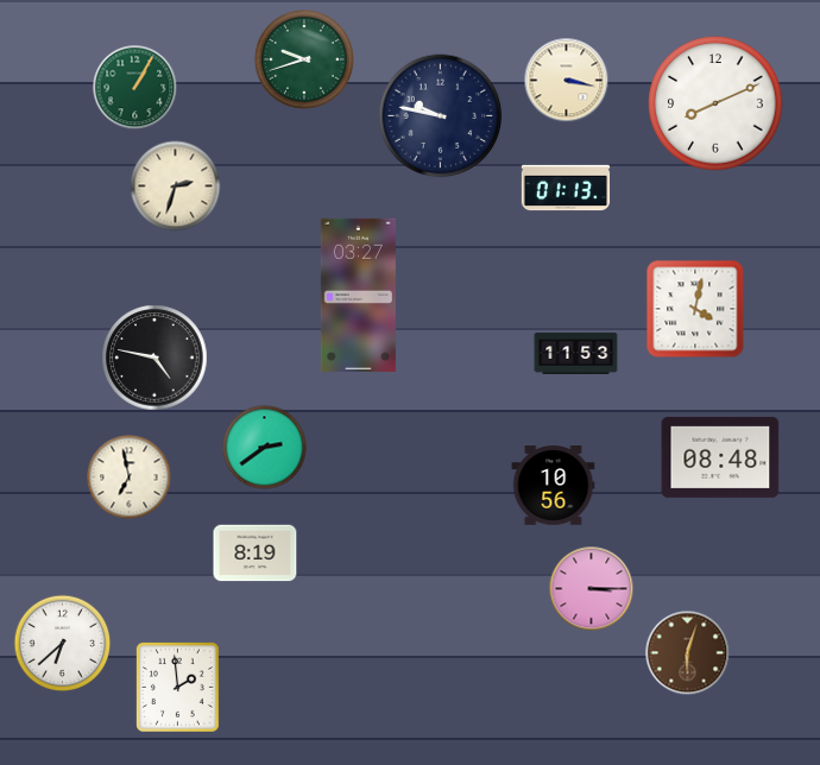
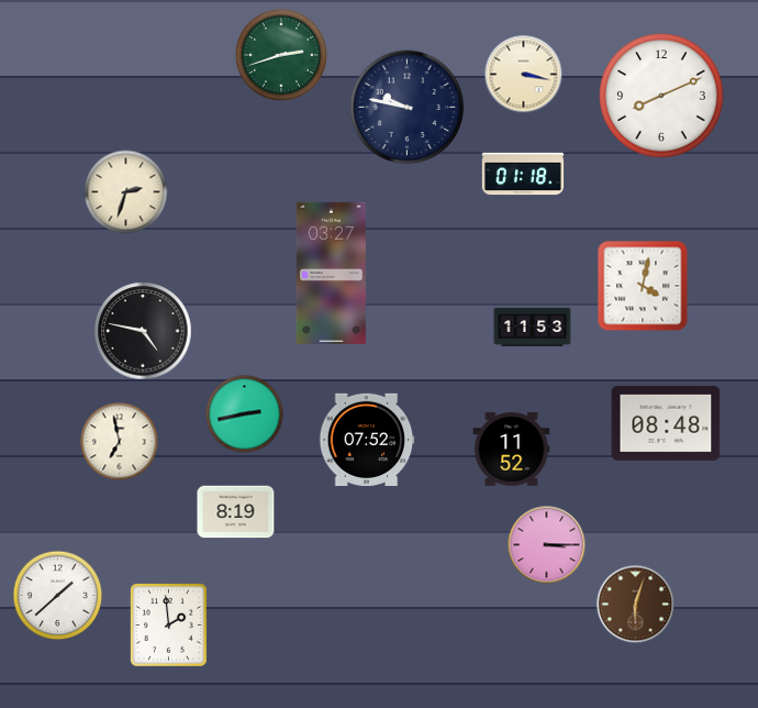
clock at (304, 59): 9:42 -> 2:42
clock at (135, 88): 1:05 -> none
clock at (176, 186) position: (176, 186) -> (126, 192)
clock at (566, 188): 01:13 -> 01:18
clock at (265, 448): 2:39 -> 2:43
clock at (367, 439): none -> 07:52
clock at (554, 486): 10:56 -> 11:52
clock at (63, 644): 6:38 -> 1:38
clock at (177, 687) position: (177, 687) -> (168, 624)
